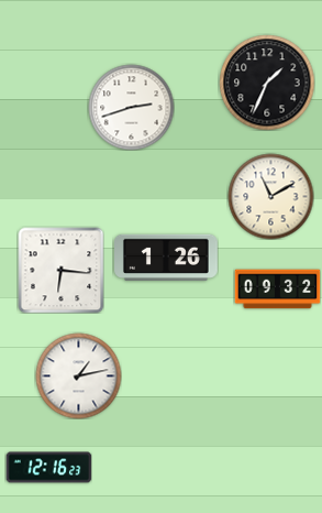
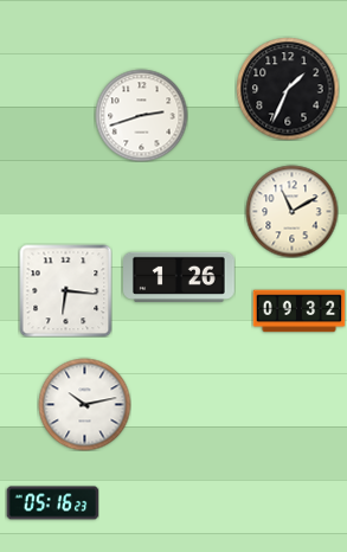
clock at (78, 375): 1:13 -> 10:13
clock at (48, 468): 12:16 -> 05:16
